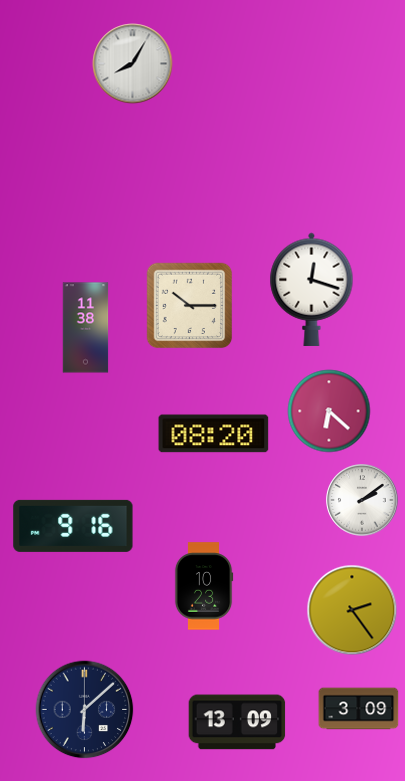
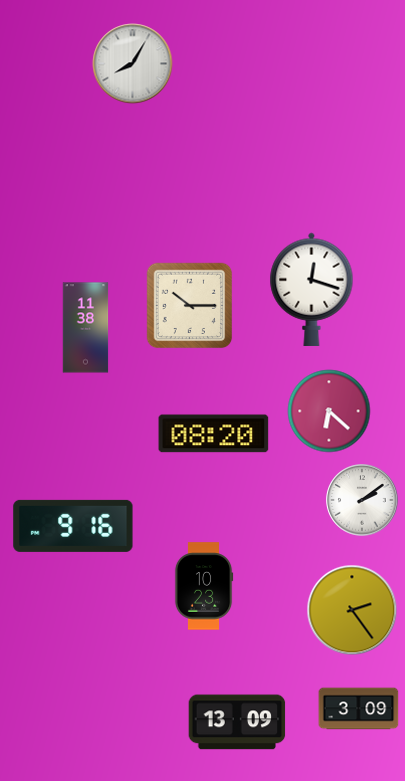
clock at (85, 710): 6:08 -> none
